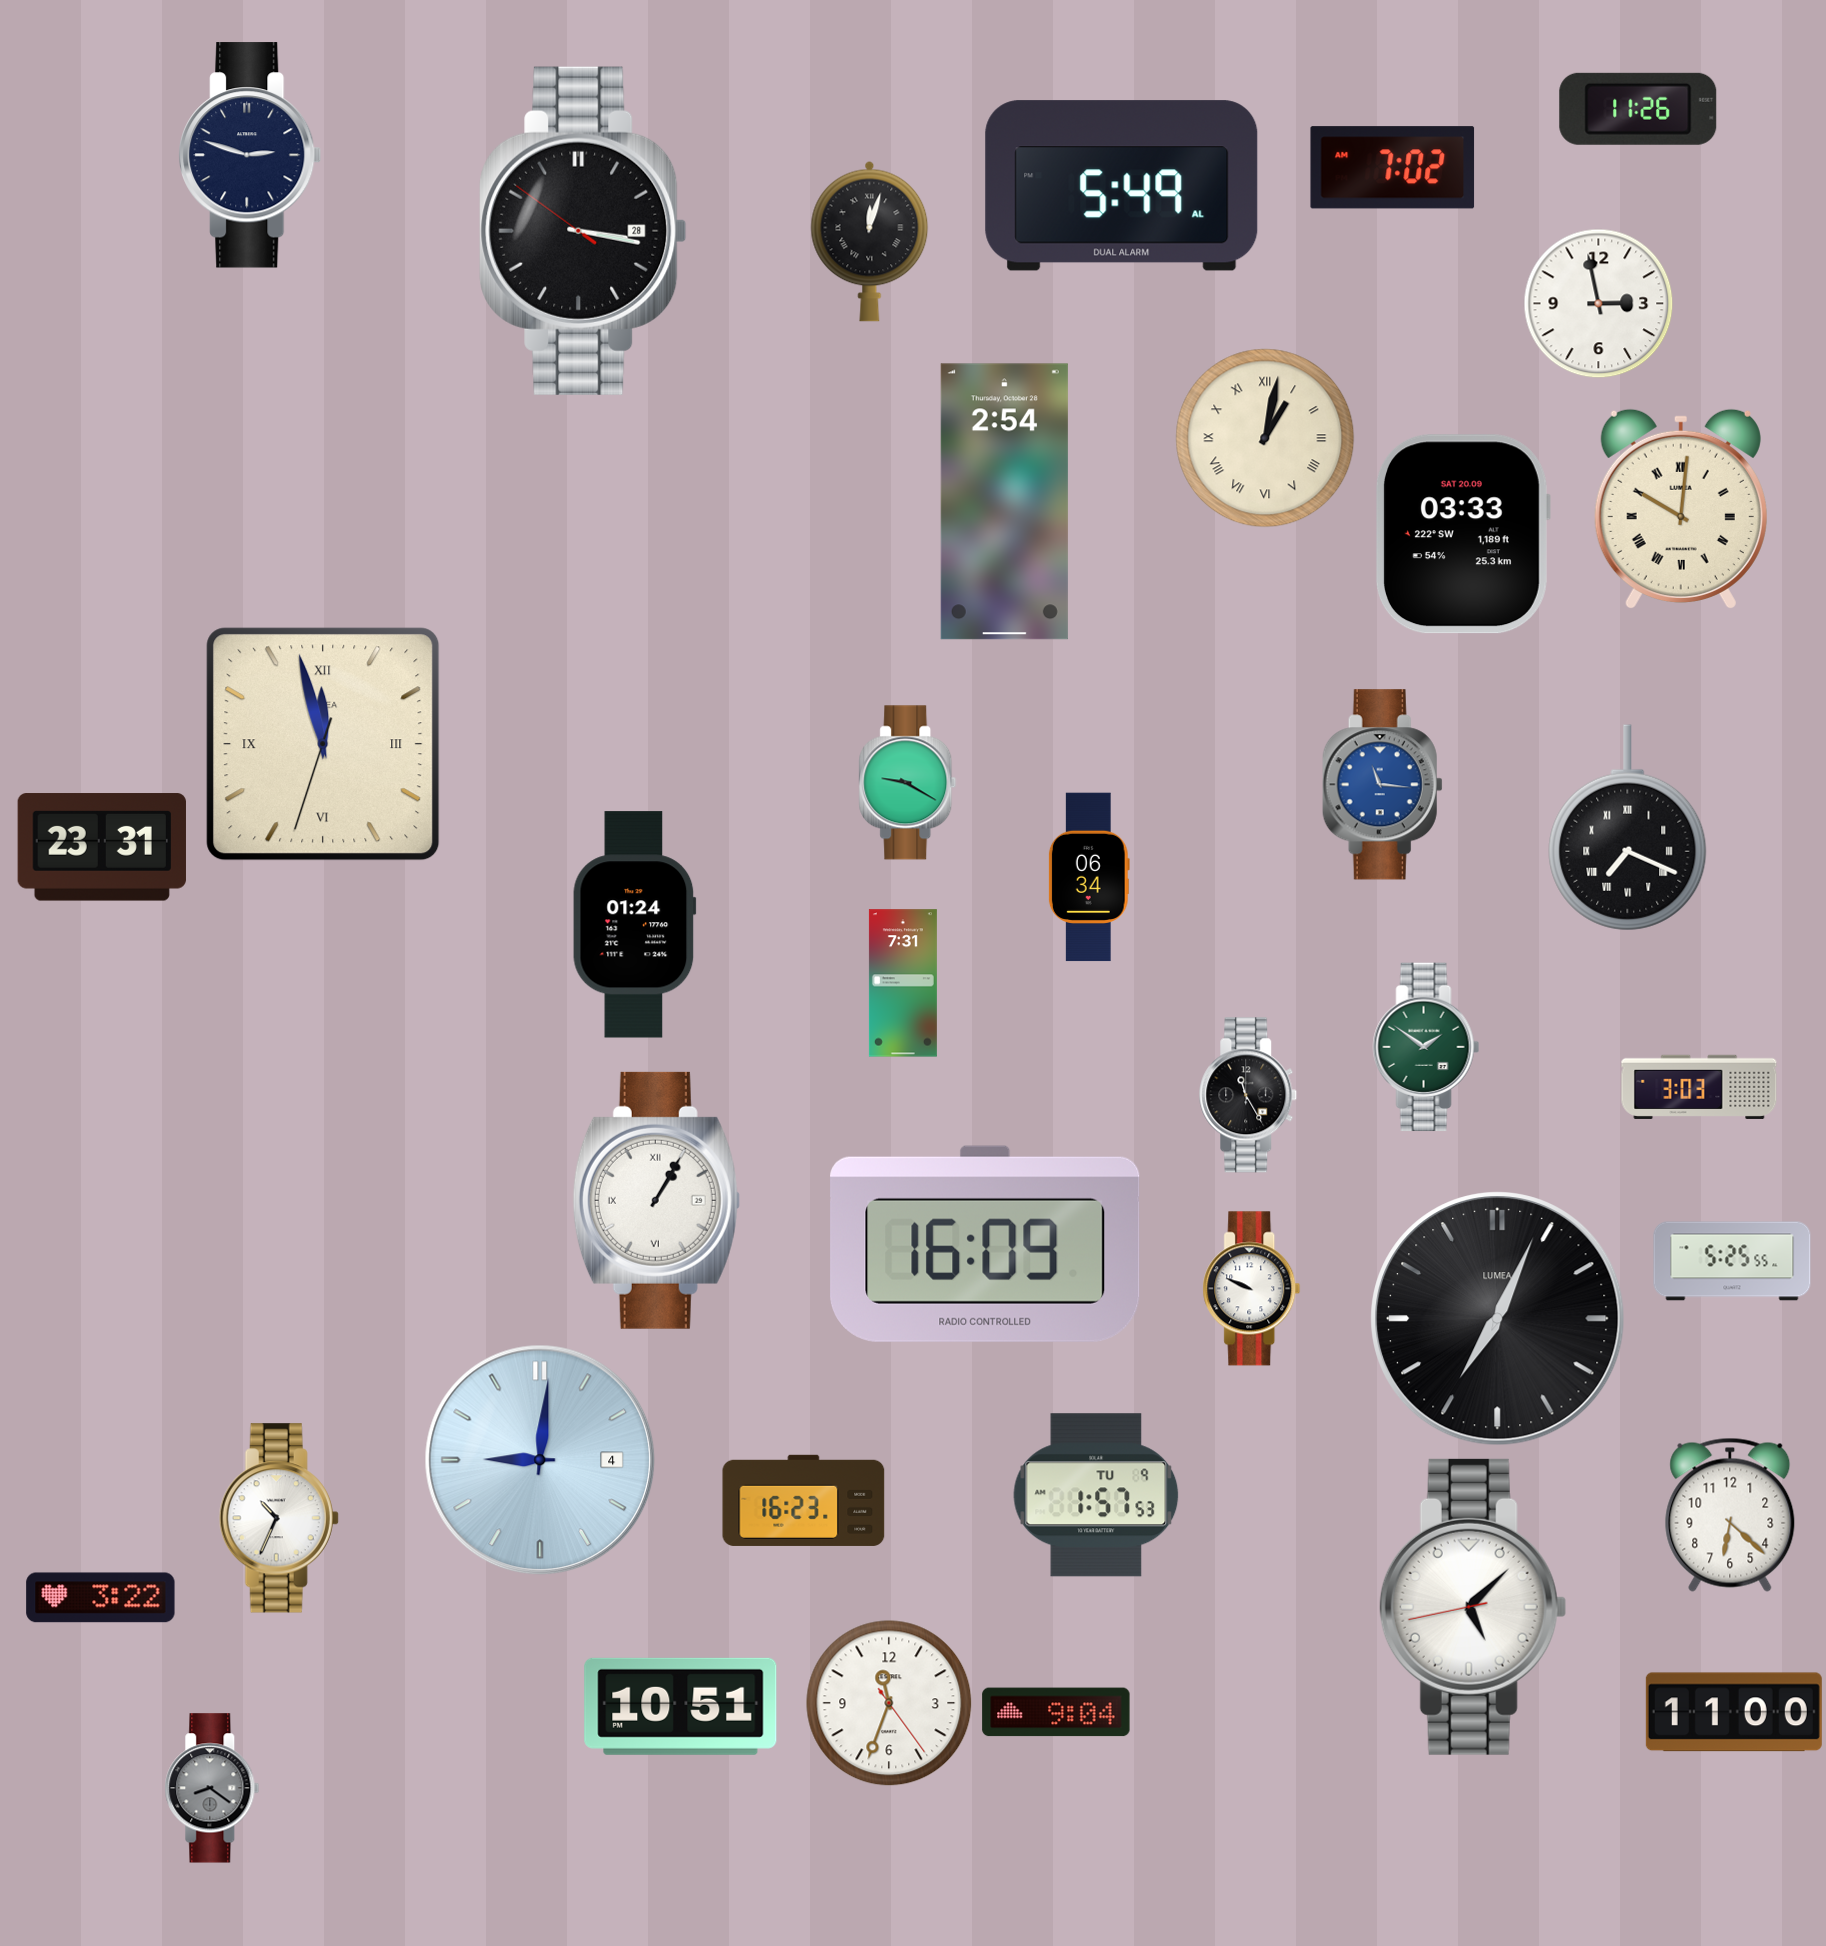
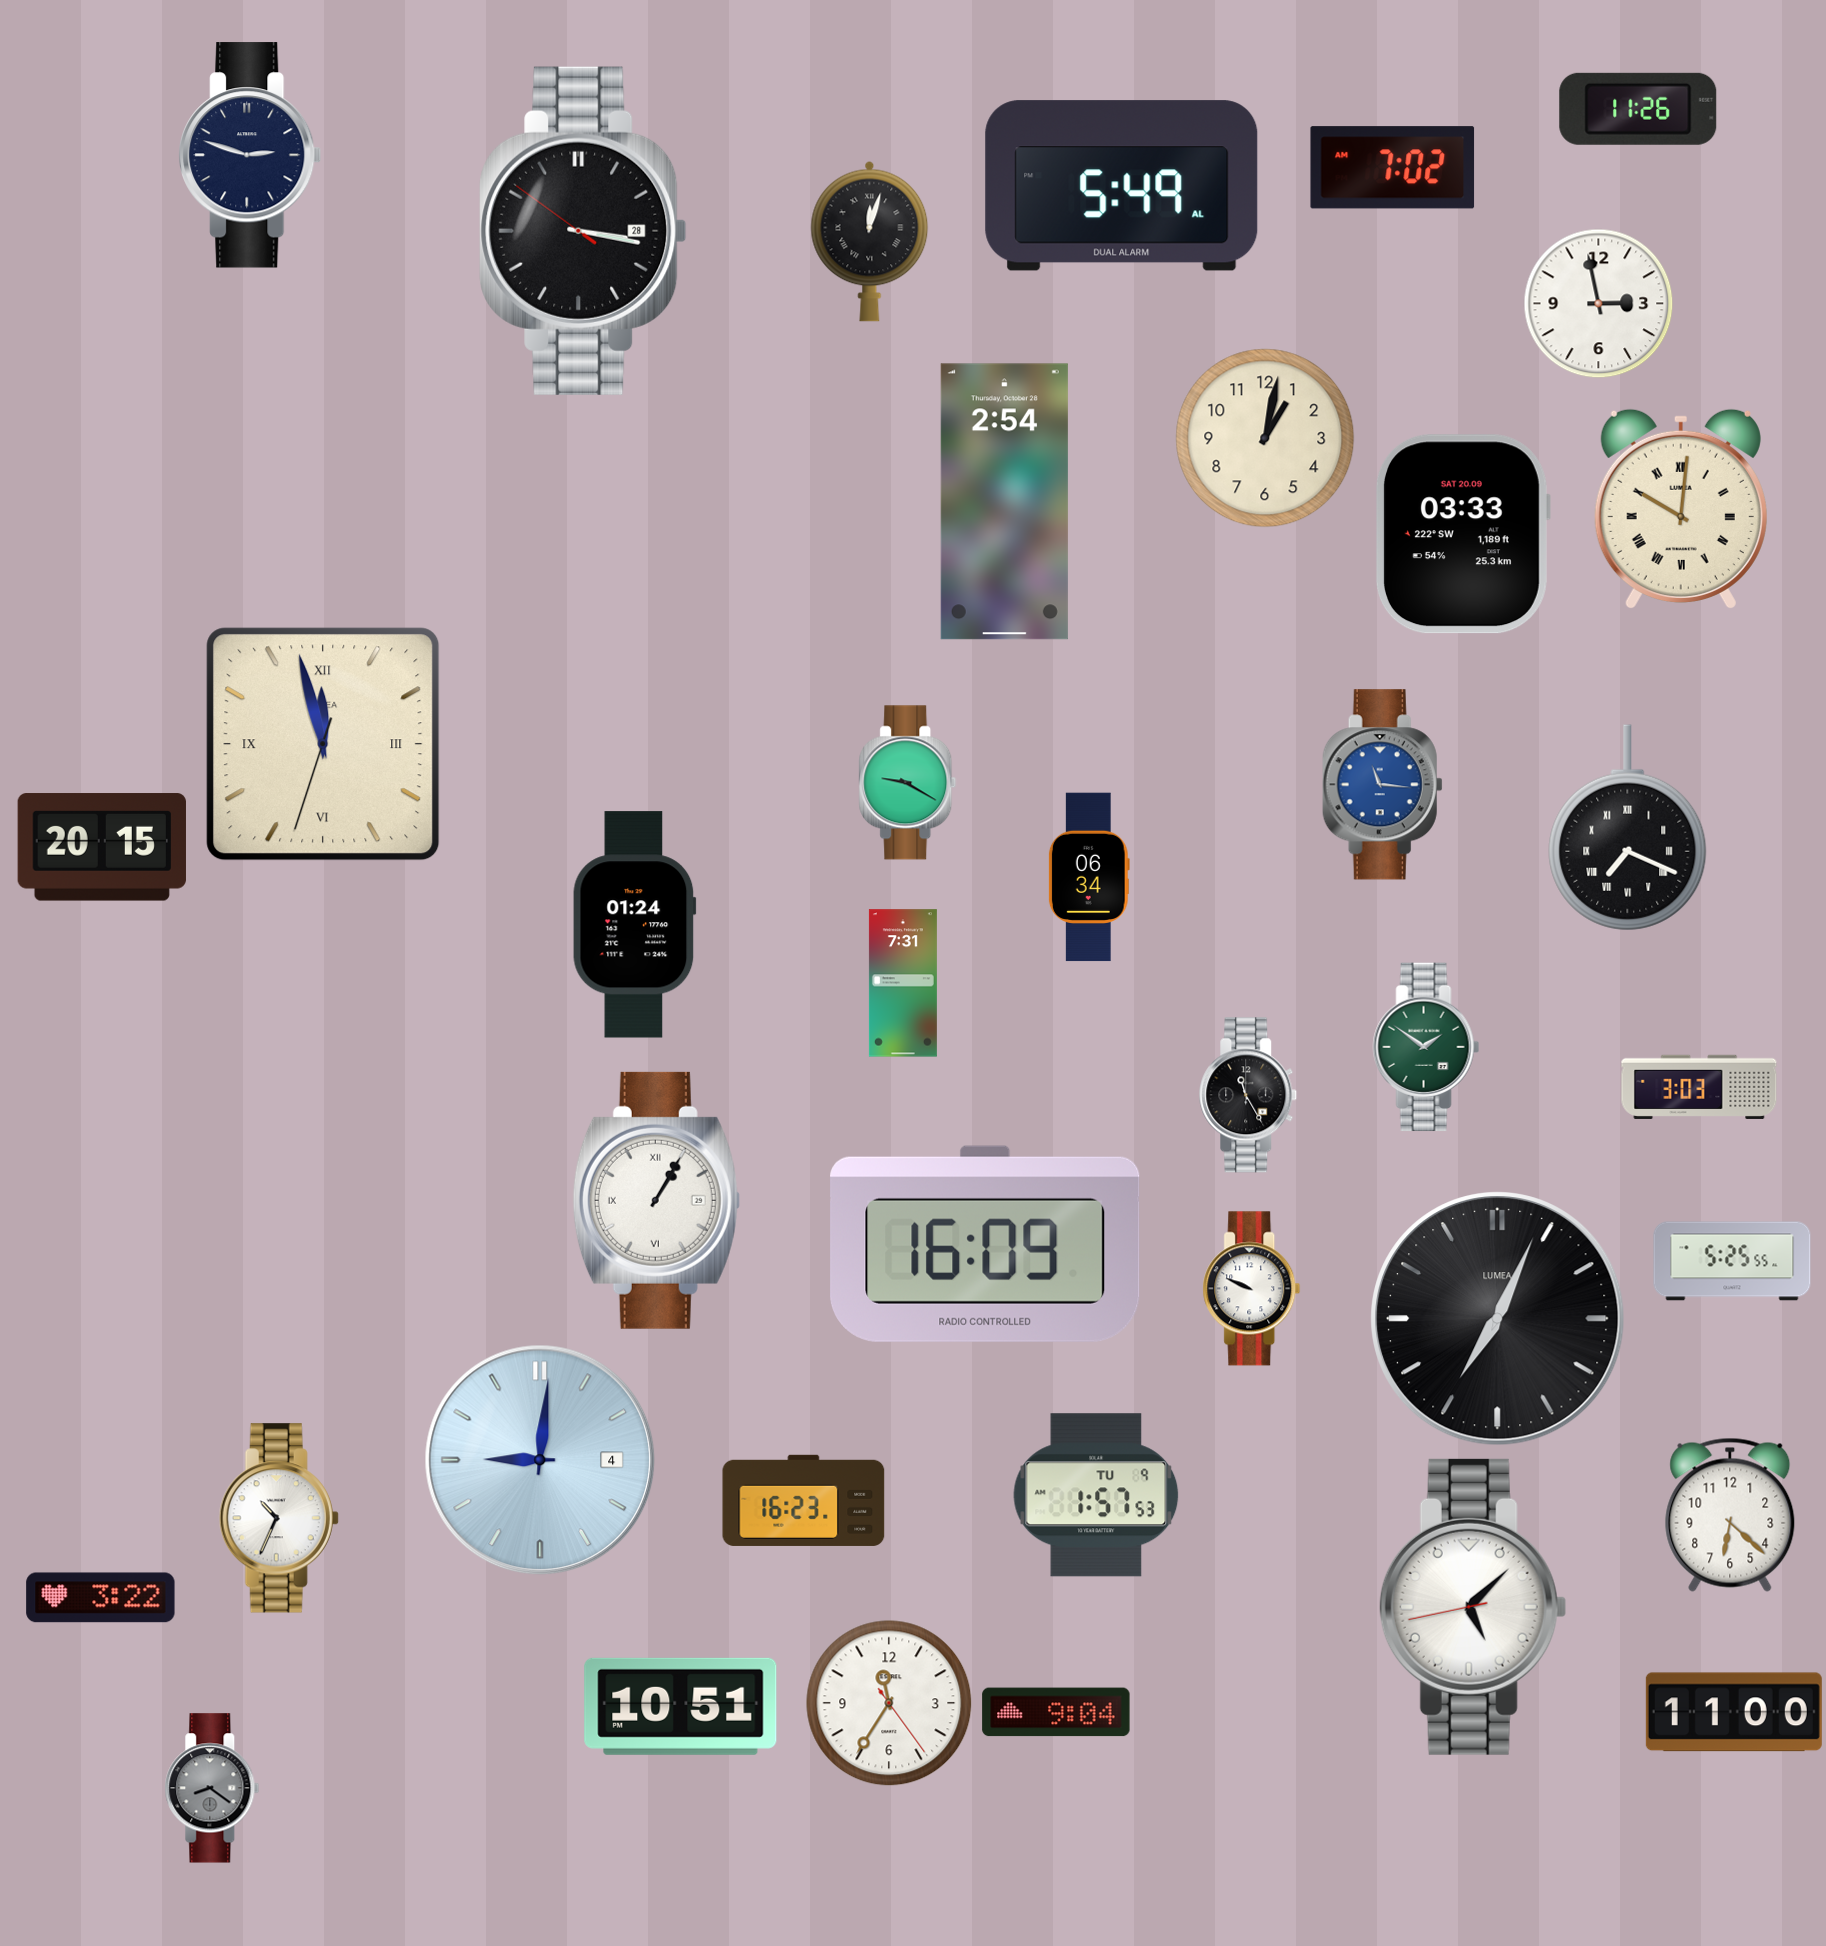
clock at (1265, 438) numerals: Roman -> Arabic
clock at (102, 847): 23:31 -> 20:15
clock at (889, 1703): 11:33 -> 11:35
